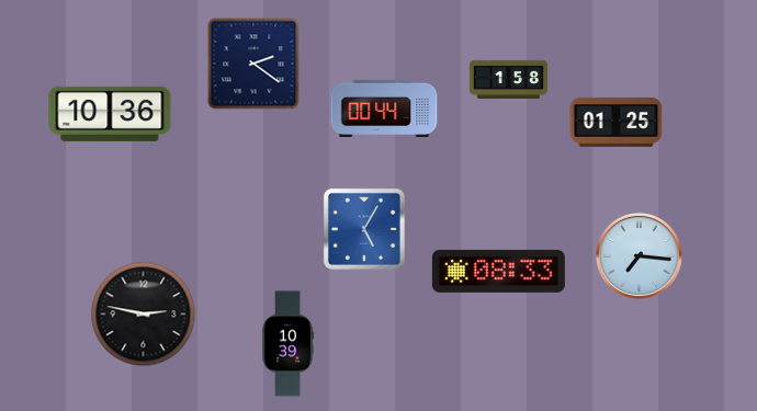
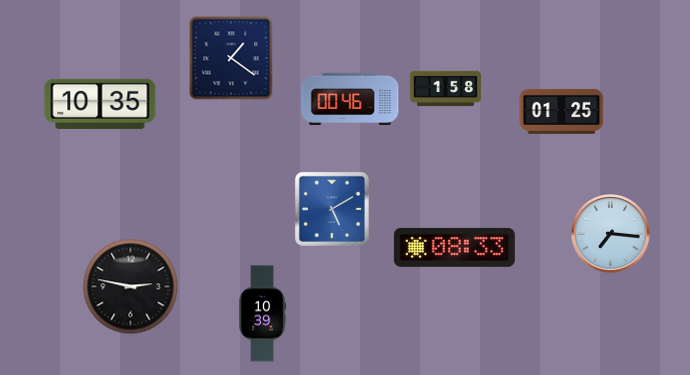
clock at (253, 64): 2:21 -> 1:21
clock at (508, 80) position: (508, 80) -> (445, 89)
clock at (384, 107): 00:44 -> 00:46
clock at (110, 114): 10:36 -> 10:35
clock at (364, 229): 5:05 -> 5:10
clock at (640, 256) position: (640, 256) -> (611, 234)
